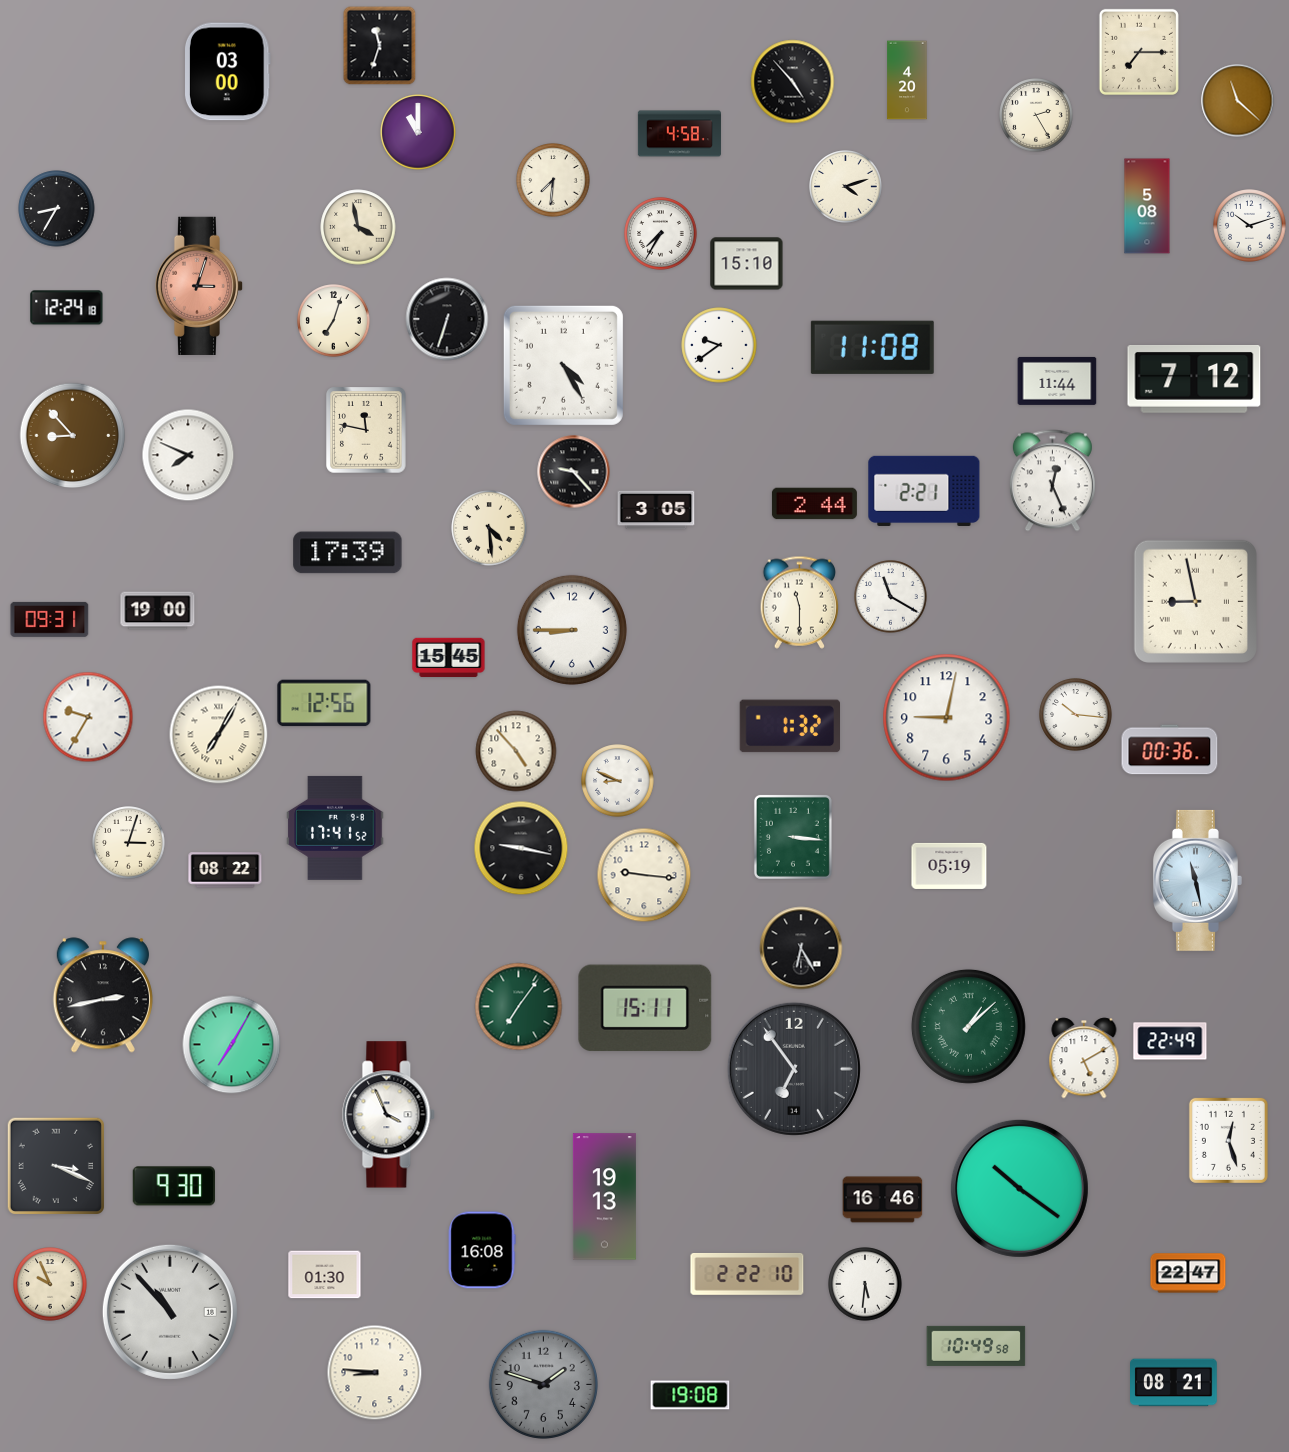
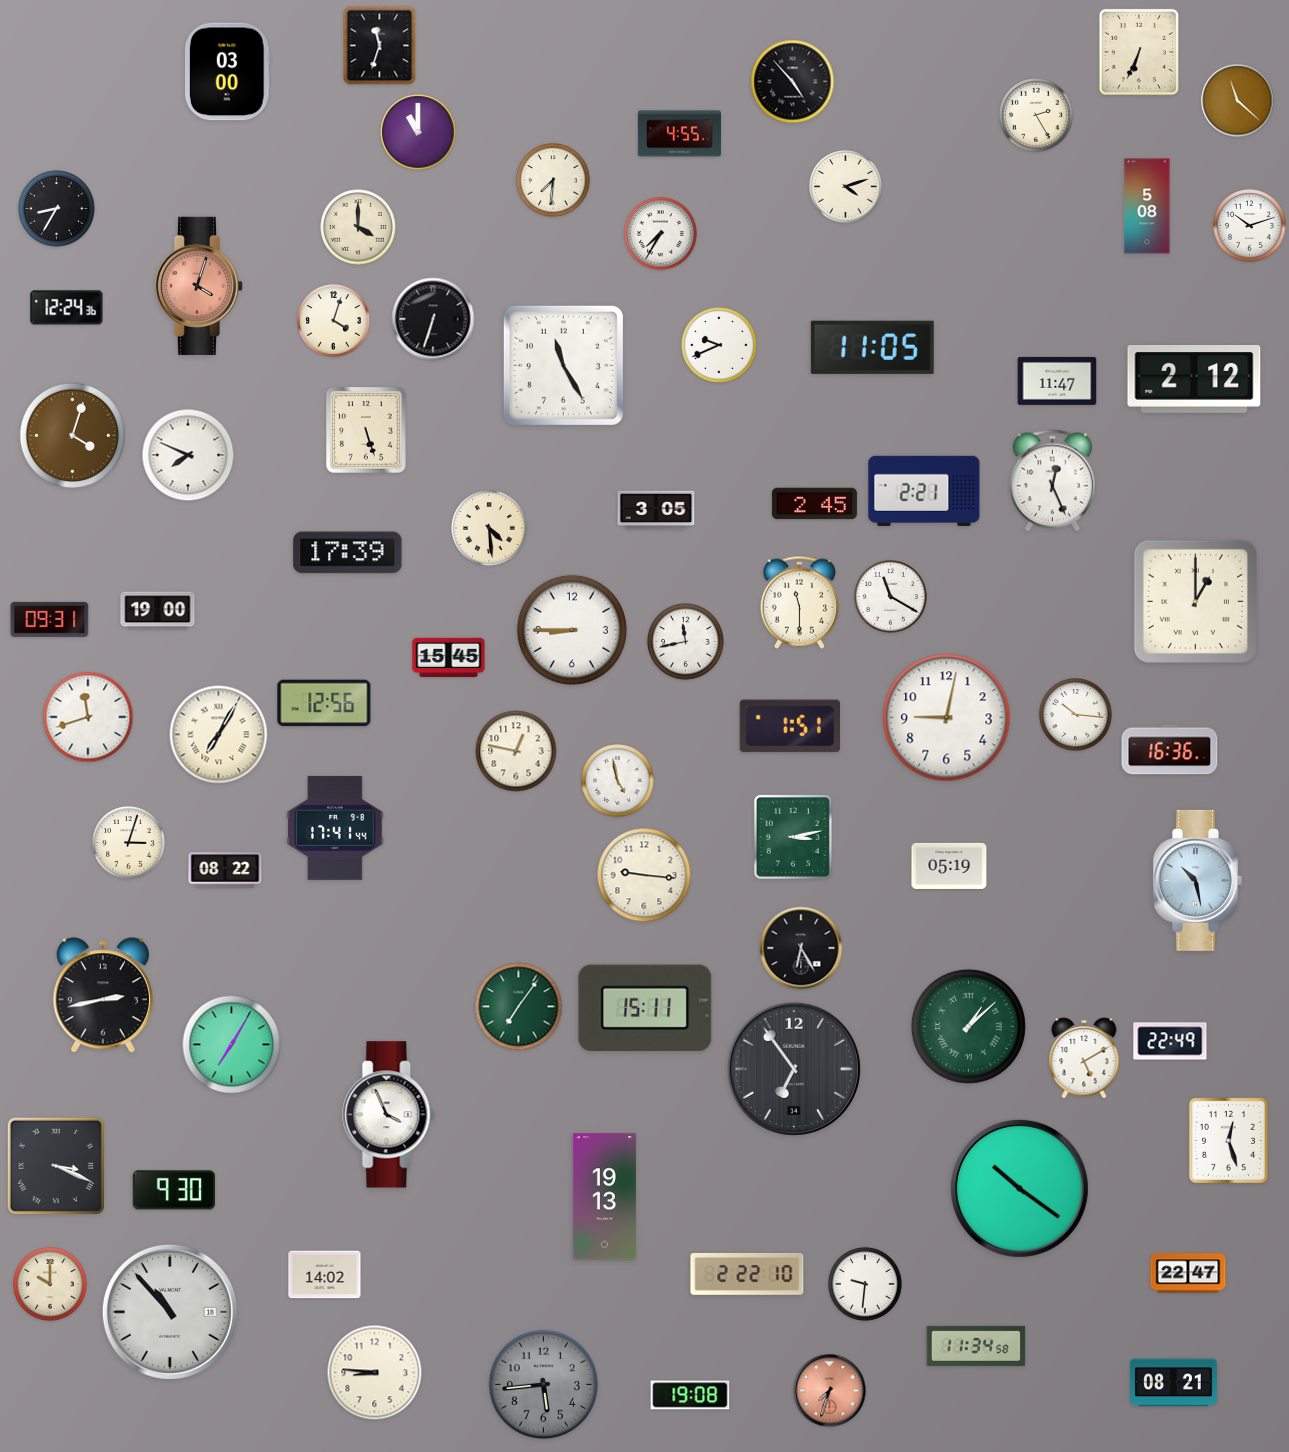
clock at (1139, 52): 7:15 -> 6:34
clock at (907, 80): 4:20 -> none
clock at (679, 134): 4:58 -> 4:55
clock at (358, 227): 3:58 -> 4:00
clock at (747, 264): 15:10 -> none
clock at (199, 286): 3:03 -> 4:03
clock at (67, 308): 12:24:18 -> 12:24:36
clock at (447, 319) position: (447, 319) -> (433, 319)
clock at (334, 321): 7:03 -> 4:03
clock at (719, 345): 9:39 -> 9:41
clock at (872, 347): 11:08 -> 11:05
clock at (563, 365): 4:25 -> 11:25
clock at (1194, 380): 7:12 -> 2:12
clock at (1057, 381): 11:44 -> 11:47
clock at (366, 430): 11:47 -> 5:27
clock at (73, 436): 8:53 -> 4:03
clock at (574, 472): 9:23 -> none
clock at (814, 504): 2:44 -> 2:45
clock at (1195, 601): 8:58 -> 1:00
clock at (686, 642): none -> 11:43
clock at (88, 717): 9:35 -> 11:42
clock at (789, 726): 1:32 -> 1:51
clock at (1170, 750): 00:36 -> 16:36
clock at (516, 751): 4:53 -> 12:47
clock at (618, 781): 8:49 -> 4:58
clock at (335, 828): 17:41:52 -> 17:41:44
clock at (793, 837): 3:16 -> 3:13
clock at (521, 848): 9:17 -> none
clock at (1197, 880): 11:28 -> 10:28
clock at (174, 1186) position: (174, 1186) -> (174, 1190)
clock at (883, 1200): 16:46 -> none
clock at (482, 1250): 16:08 -> none
clock at (325, 1275): 01:30 -> 14:02
clock at (50, 1284): 9:56 -> 10:00
clock at (865, 1284): 5:31 -> 9:31
clock at (976, 1346): 10:49 -> 11:34
clock at (543, 1384): 1:48 -> 5:44
clock at (830, 1391): none -> 7:33
